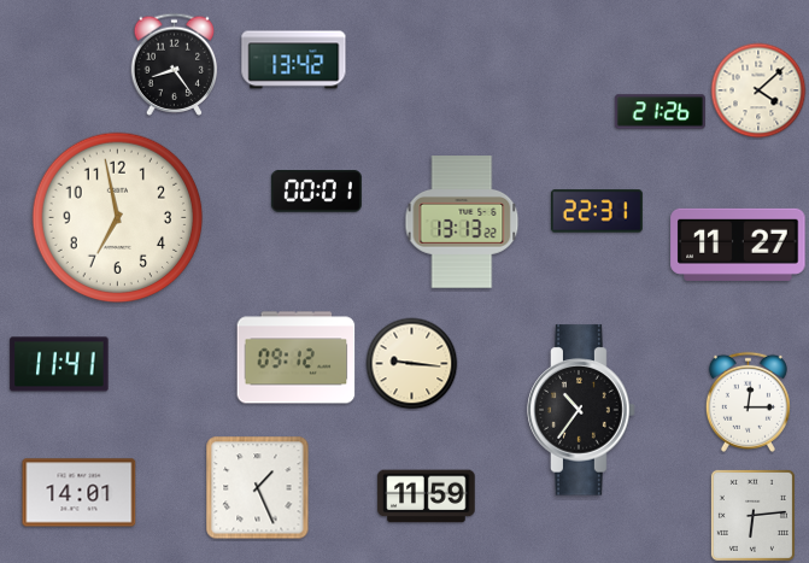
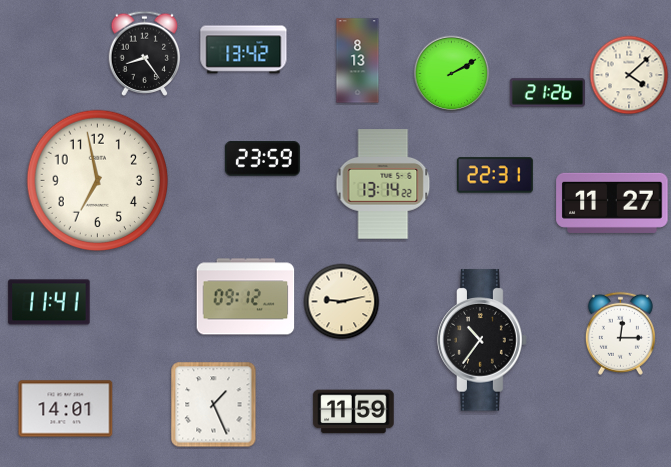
clock at (358, 61): none -> 8:13
clock at (452, 74): none -> 2:10
clock at (316, 192): 00:01 -> 23:59
clock at (462, 222): 13:13 -> 13:14
clock at (412, 364): 9:16 -> 9:13
clock at (752, 515): 6:14 -> none
